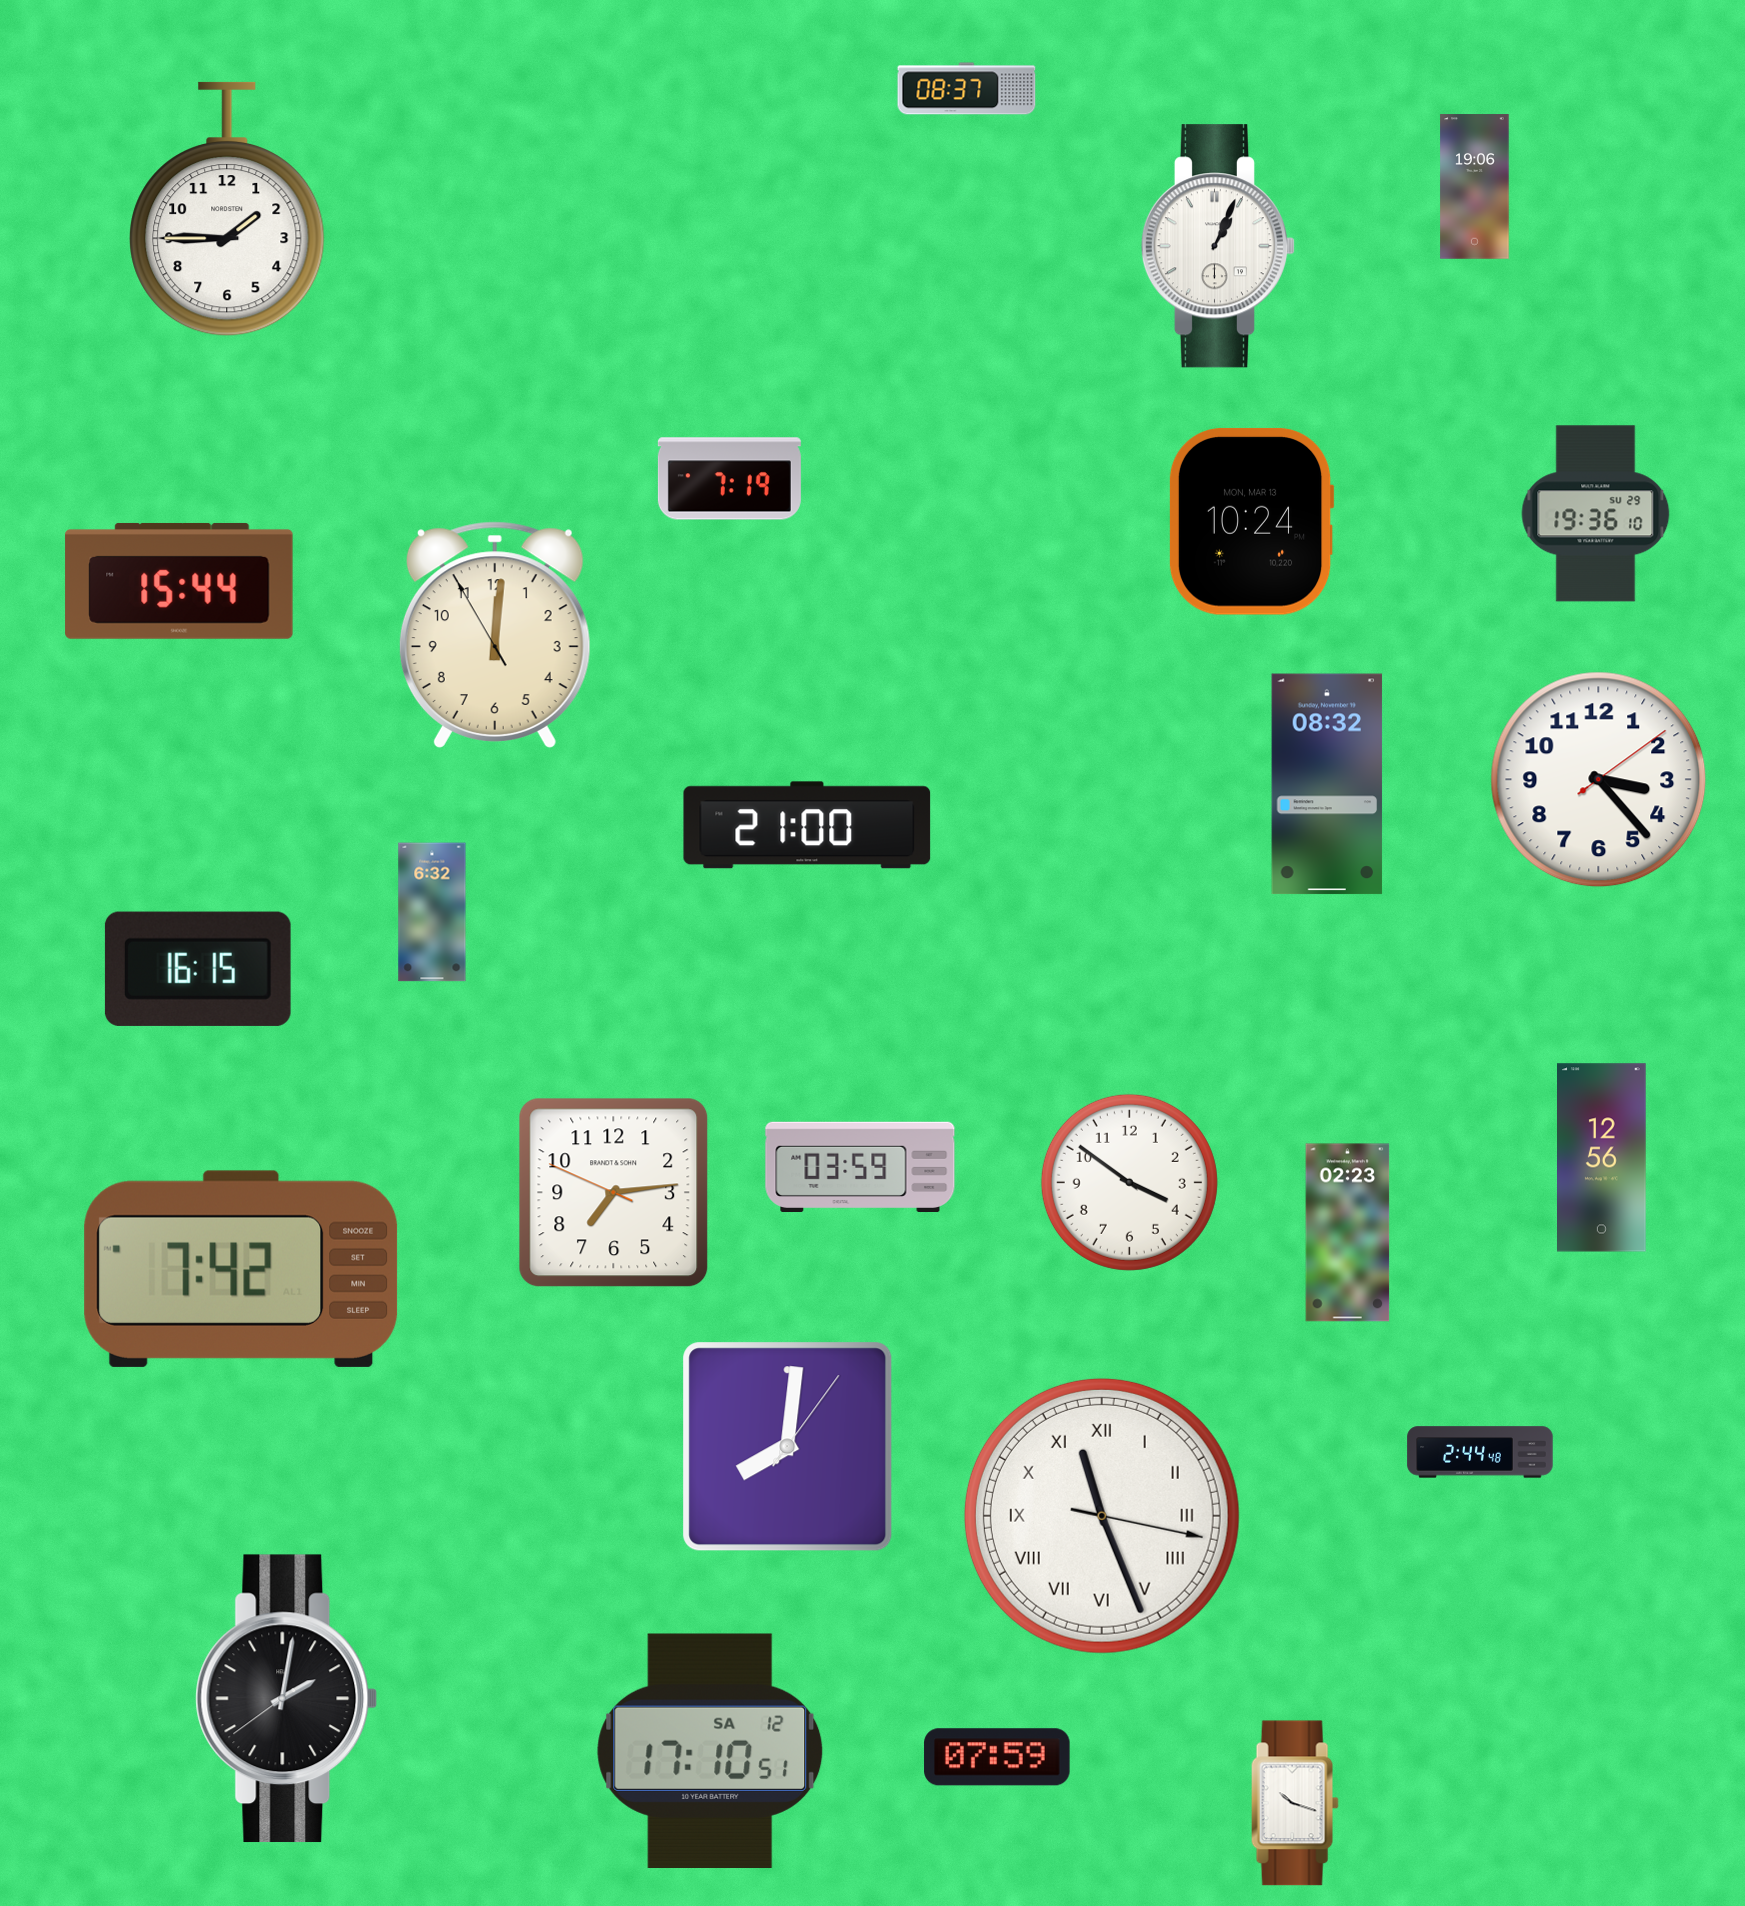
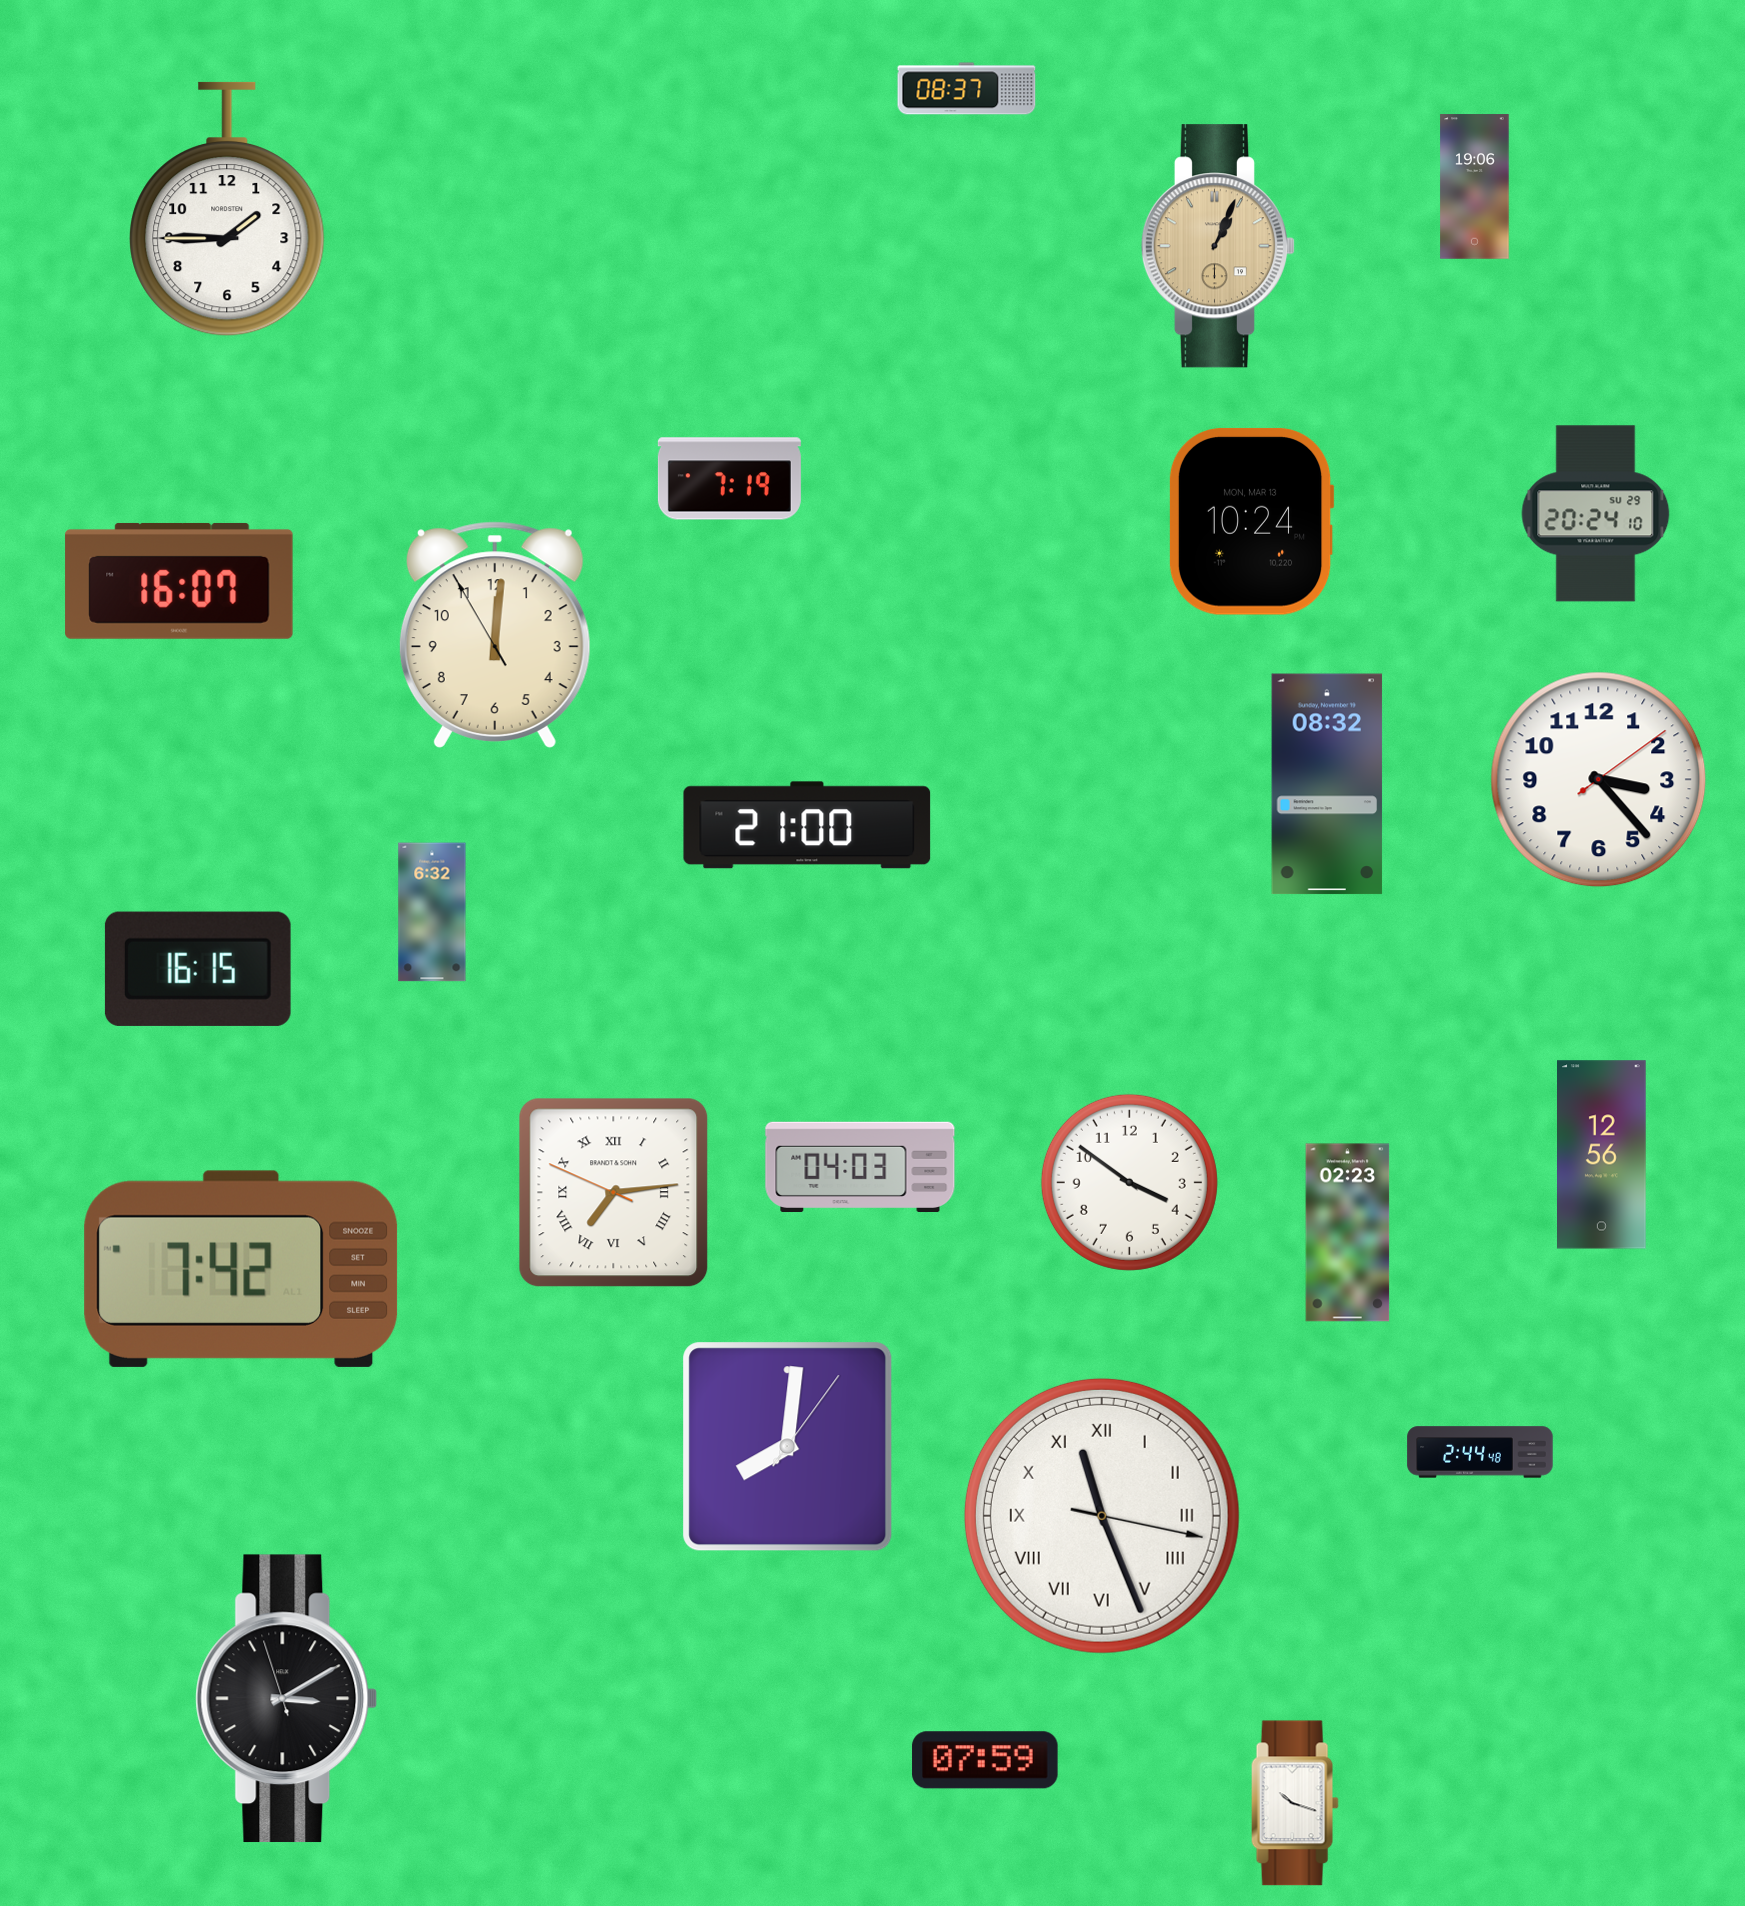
clock at (1217, 246) dial: white -> champagne
clock at (1596, 514): 19:36 -> 20:24
clock at (179, 581): 15:44 -> 16:07
clock at (1602, 1158) position: (1602, 1158) -> (1602, 1155)
clock at (860, 1166): 03:59 -> 04:03
clock at (614, 1193) numerals: Arabic -> Roman
clock at (287, 1699): 2:01 -> 3:09
clock at (710, 1751): 17:10 -> none
clock at (997, 1757) position: (997, 1757) -> (985, 1760)
